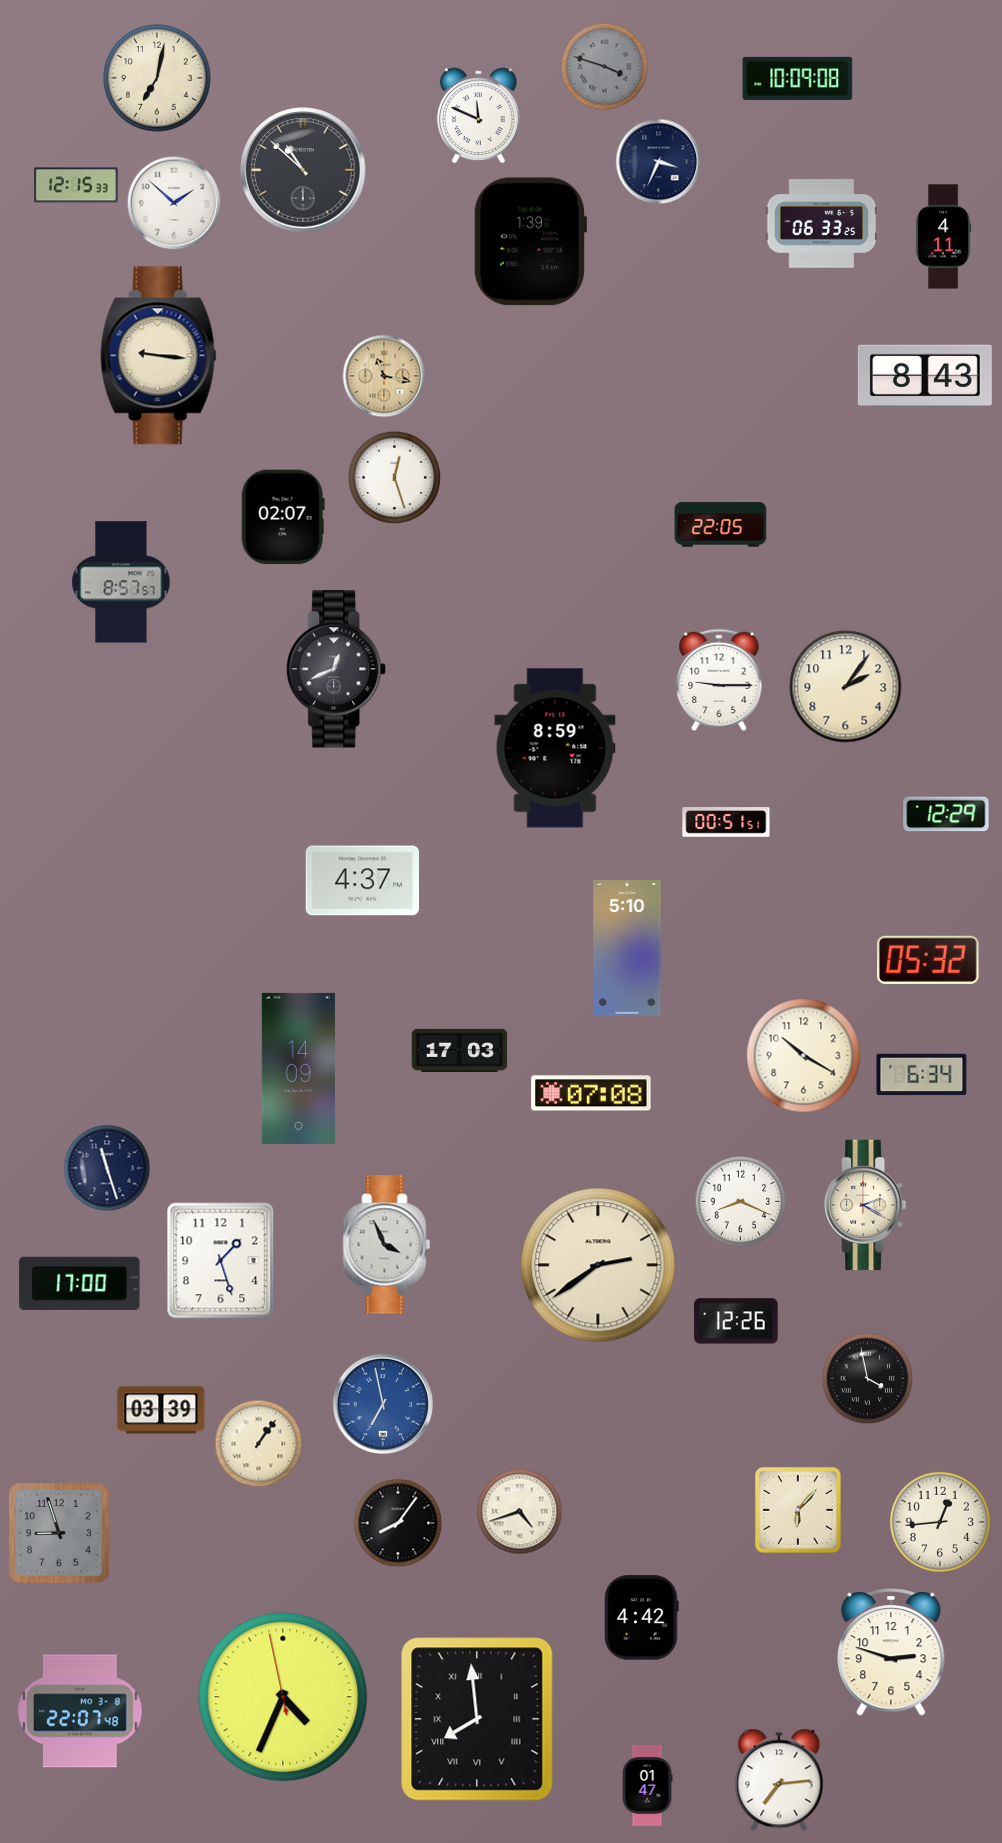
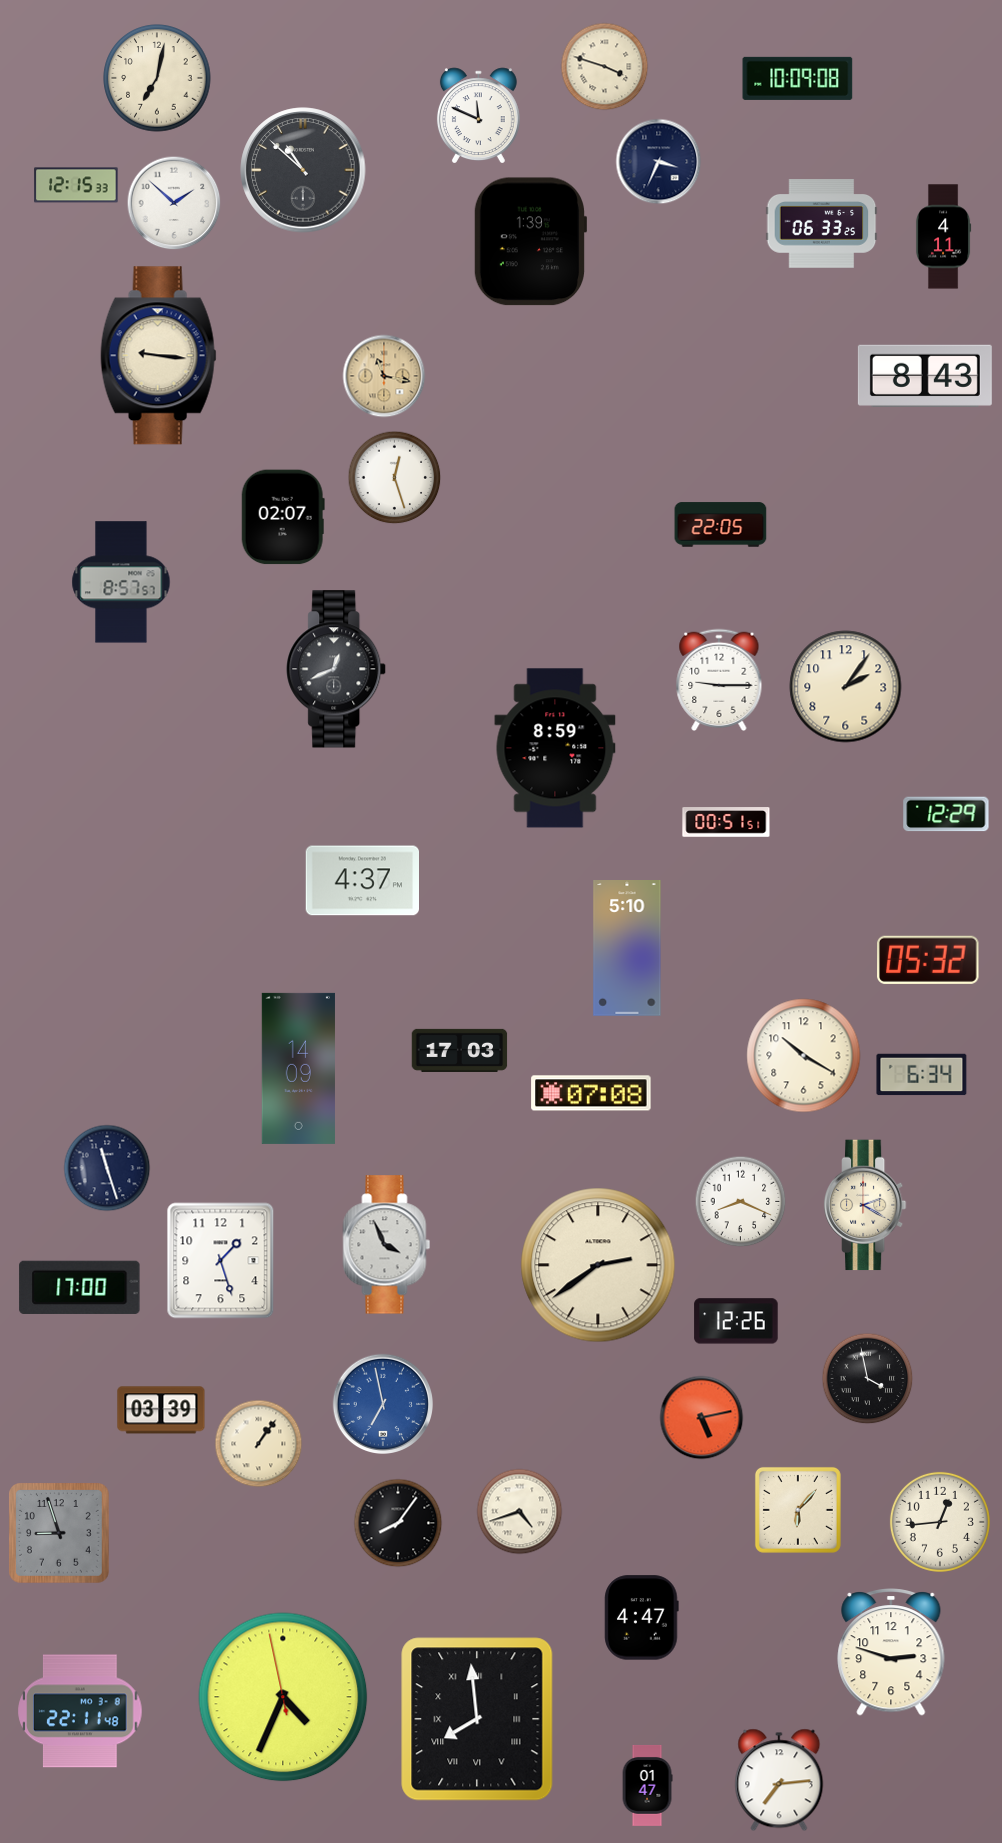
clock at (605, 67) dial: grey -> cream
clock at (80, 1283) position: (80, 1283) -> (80, 1287)
clock at (702, 1418): none -> 5:13
clock at (642, 1618): 4:42 -> 4:47
clock at (80, 1711): 22:07 -> 22:11
